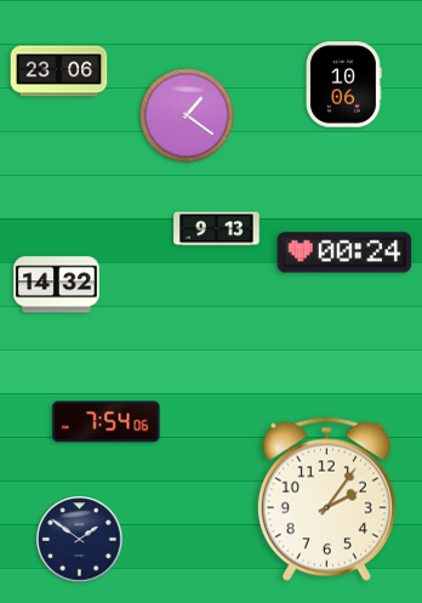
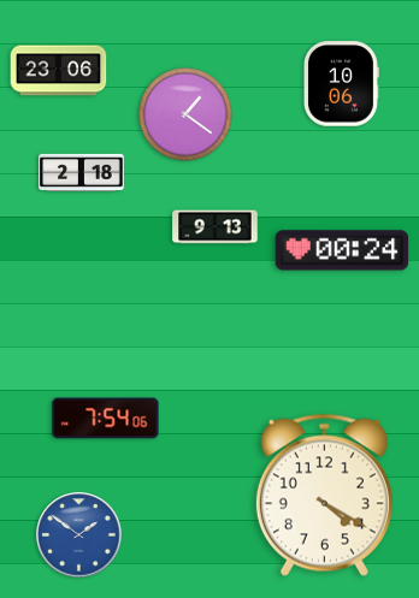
clock at (82, 172): none -> 2:18
clock at (57, 285): 14:32 -> none
clock at (326, 499): 2:06 -> 4:20
clock at (80, 540) dial: navy -> blue
